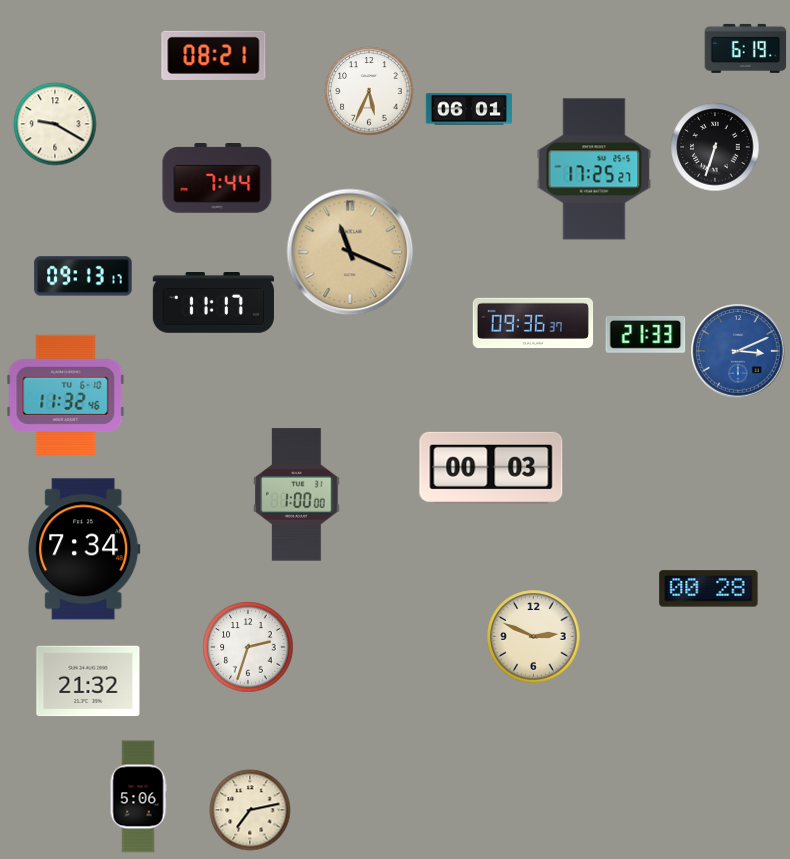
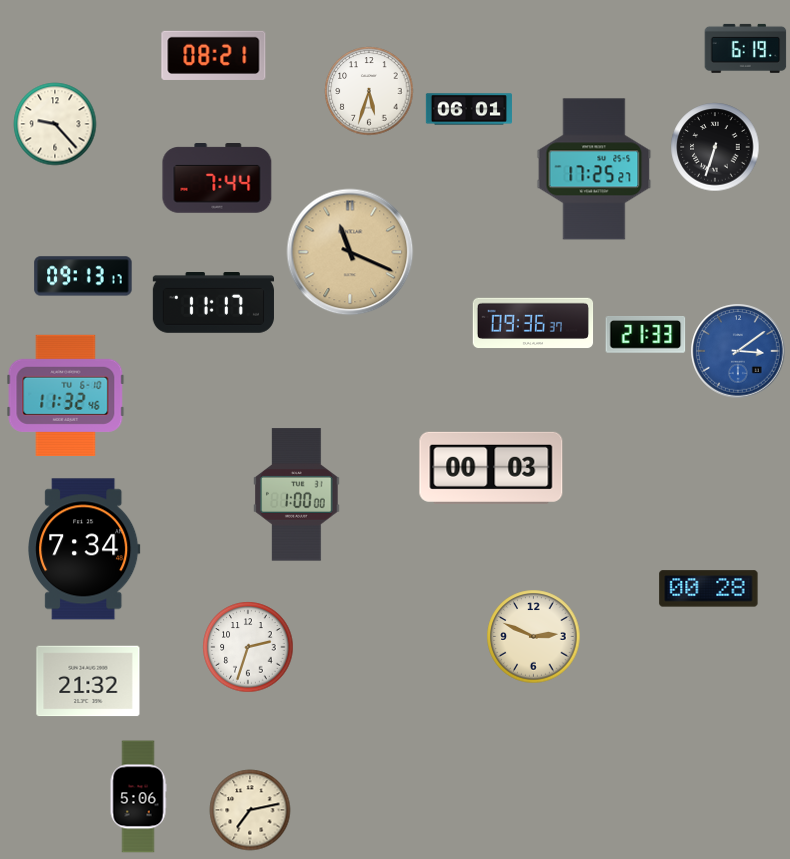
clock at (369, 91): 5:34 -> 5:33
clock at (55, 124): 9:20 -> 9:23
clock at (738, 351): 3:11 -> 3:09
